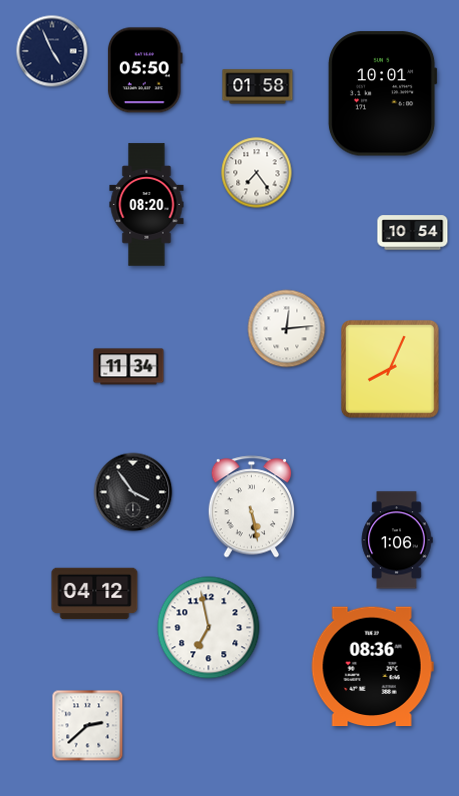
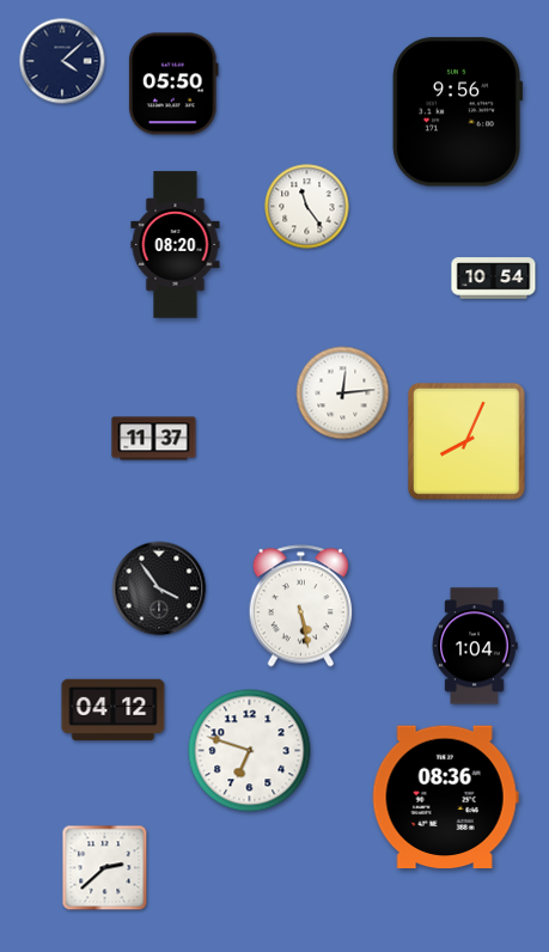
clock at (52, 51): 4:56 -> 4:08
clock at (258, 87): 01:58 -> none
clock at (382, 94): 10:01 -> 9:56
clock at (257, 173): 7:24 -> 11:24
clock at (129, 367): 11:34 -> 11:37
clock at (397, 540): 1:06 -> 1:04
clock at (209, 628): 6:58 -> 6:48
